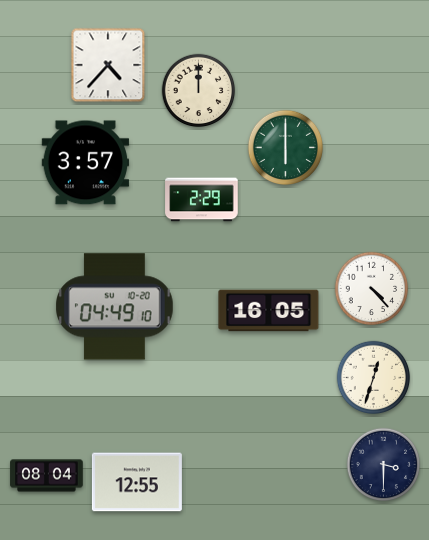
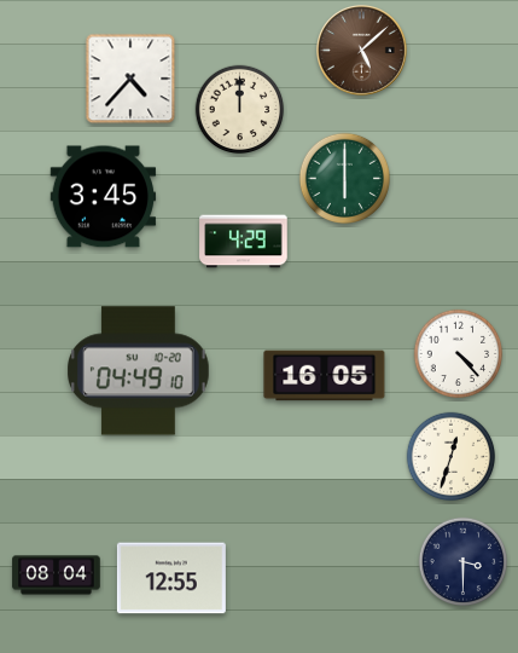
clock at (362, 51): none -> 5:08
clock at (86, 163): 3:57 -> 3:45
clock at (202, 200): 2:29 -> 4:29
clock at (372, 289) position: (372, 289) -> (459, 354)
clock at (137, 482) position: (137, 482) -> (171, 578)
